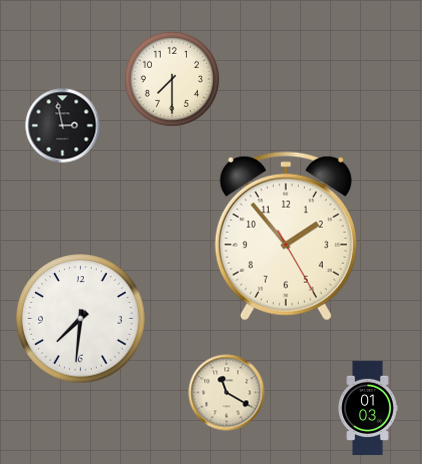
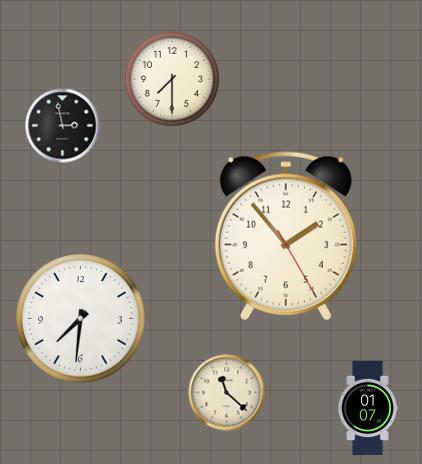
clock at (227, 393): 11:20 -> 11:22
clock at (368, 408): 01:03 -> 01:07
